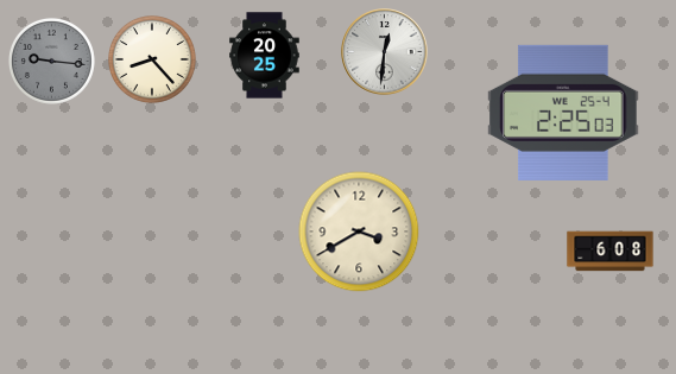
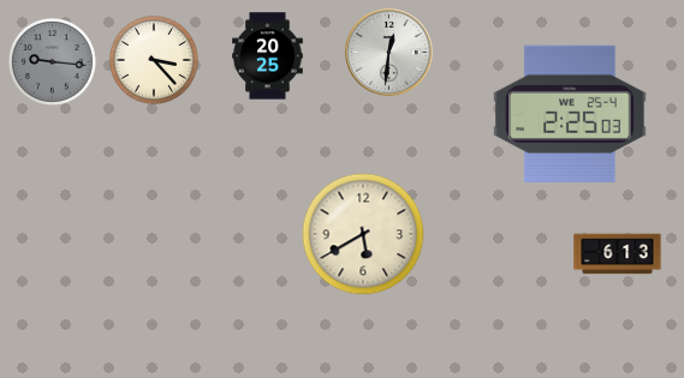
clock at (153, 61): 8:23 -> 3:23
clock at (359, 232): 3:40 -> 5:40
clock at (611, 252): 6:08 -> 6:13
